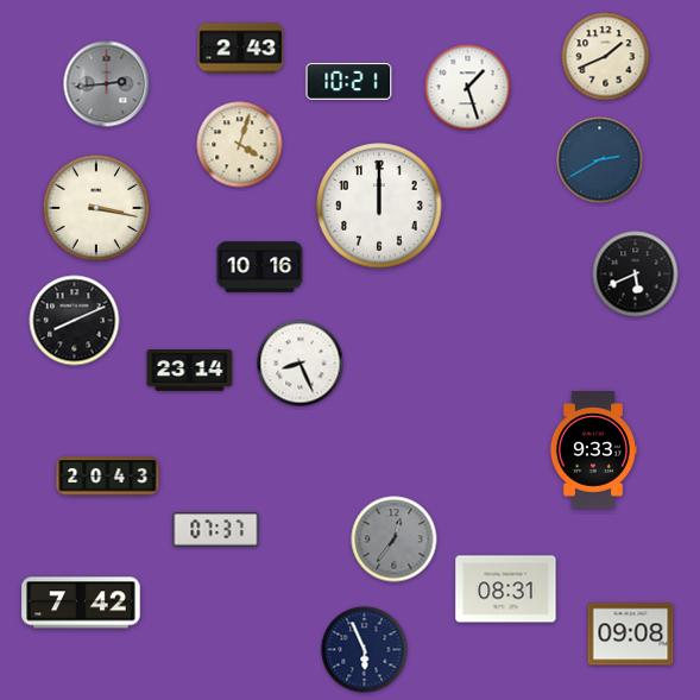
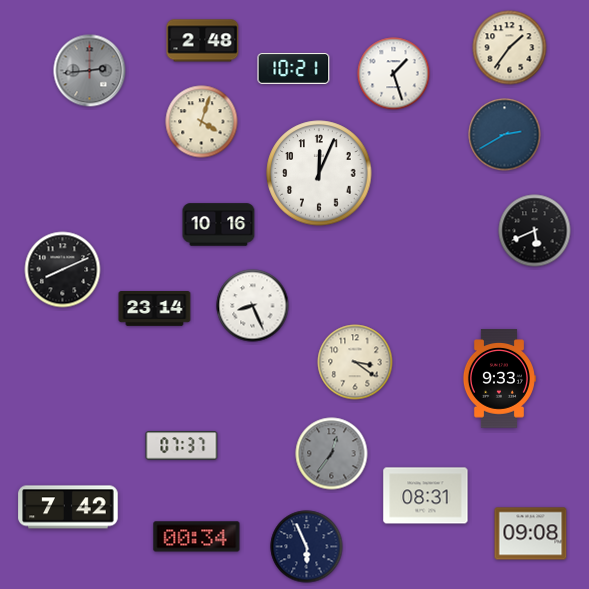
clock at (241, 49): 2:43 -> 2:48
clock at (606, 57): 1:41 -> 1:36
clock at (379, 206): 12:00 -> 12:04
clock at (96, 208): 3:17 -> none
clock at (190, 371) position: (190, 371) -> (155, 309)
clock at (355, 362): none -> 3:21
clock at (108, 477): 20:43 -> none
clock at (197, 537): none -> 00:34
